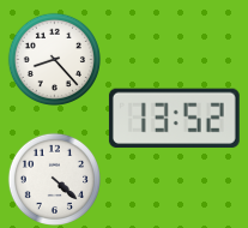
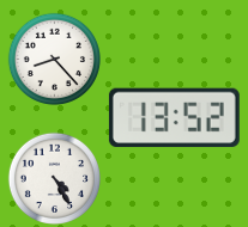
clock at (54, 179): 4:22 -> 4:25
